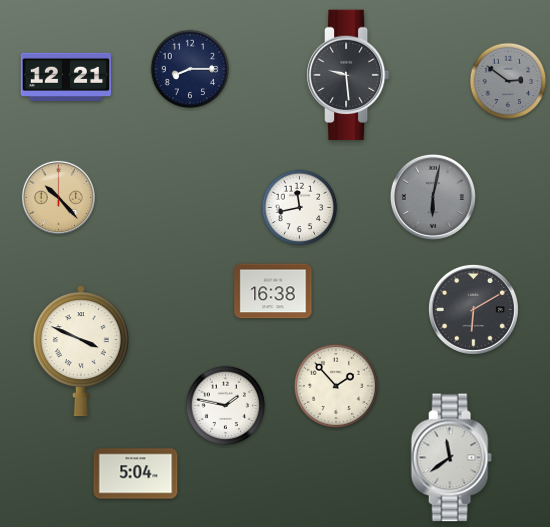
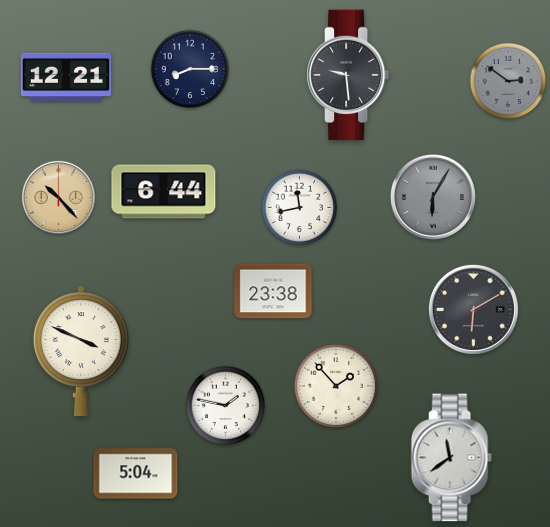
clock at (164, 192): none -> 6:44
clock at (433, 197): 6:02 -> 6:05
clock at (273, 291): 16:38 -> 23:38
